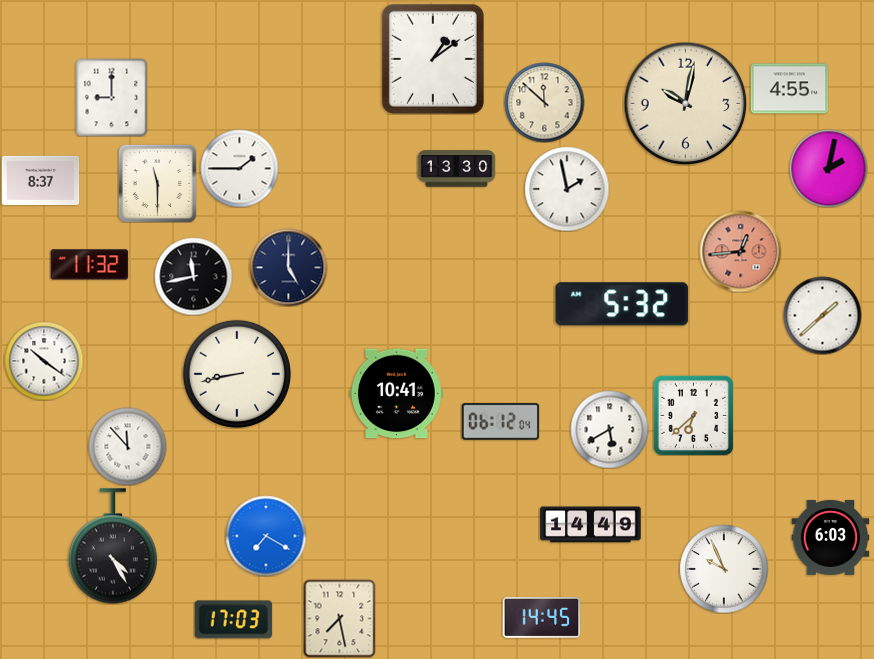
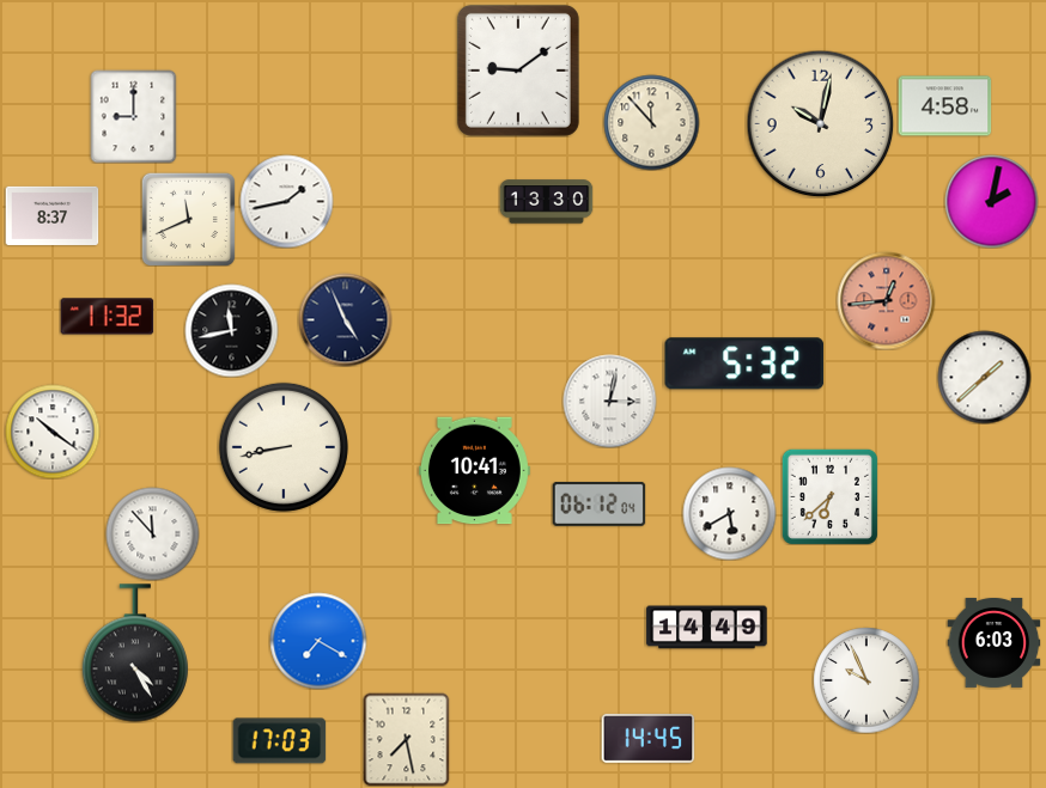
clock at (433, 59): 1:09 -> 9:09
clock at (789, 89): 4:55 -> 4:58
clock at (544, 102): 11:52 -> 11:53
clock at (239, 168): 1:45 -> 1:43
clock at (40, 180) position: (40, 180) -> (51, 215)
clock at (157, 183): 11:30 -> 11:41
clock at (567, 189): 1:58 -> none
clock at (288, 267): 5:00 -> 4:56
clock at (609, 401): none -> 3:02
